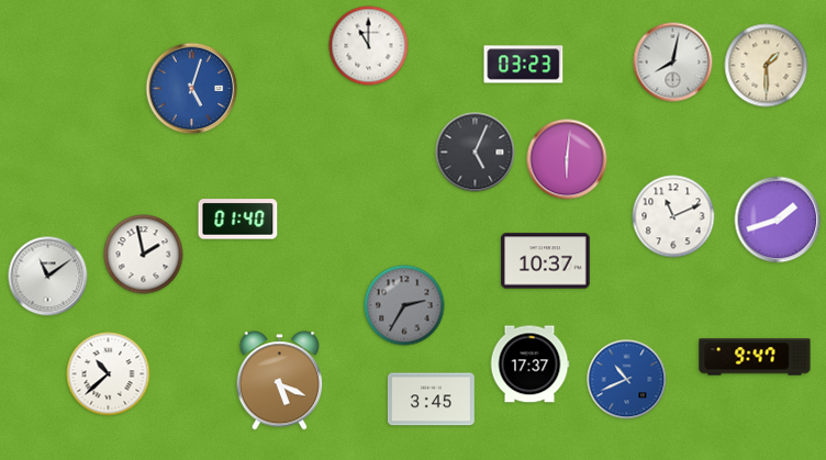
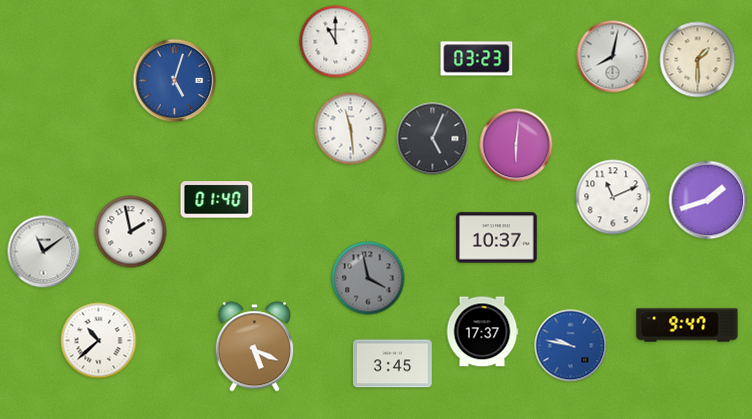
clock at (351, 129): none -> 11:29
clock at (404, 305): 2:35 -> 3:58
clock at (627, 380): 10:41 -> 9:47
